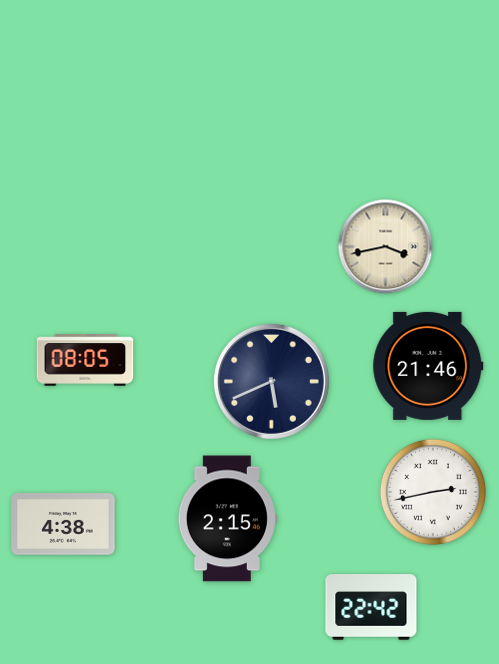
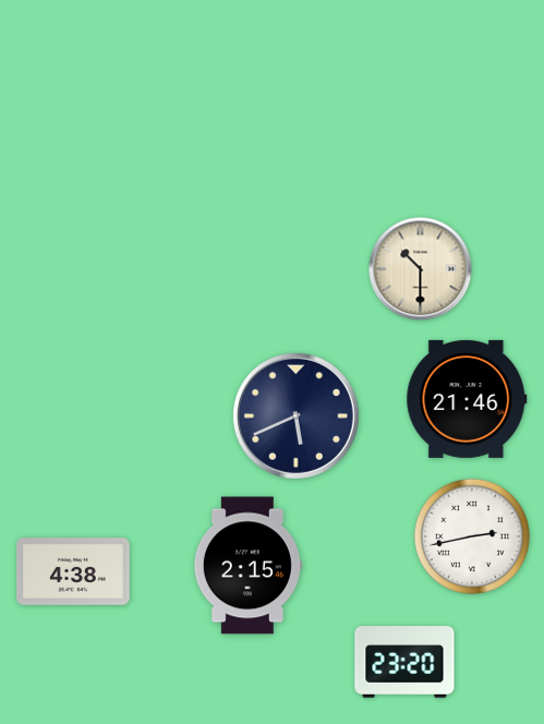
clock at (386, 247): 3:43 -> 10:30
clock at (85, 360): 08:05 -> none
clock at (63, 524) position: (63, 524) -> (73, 571)
clock at (371, 607): 22:42 -> 23:20
